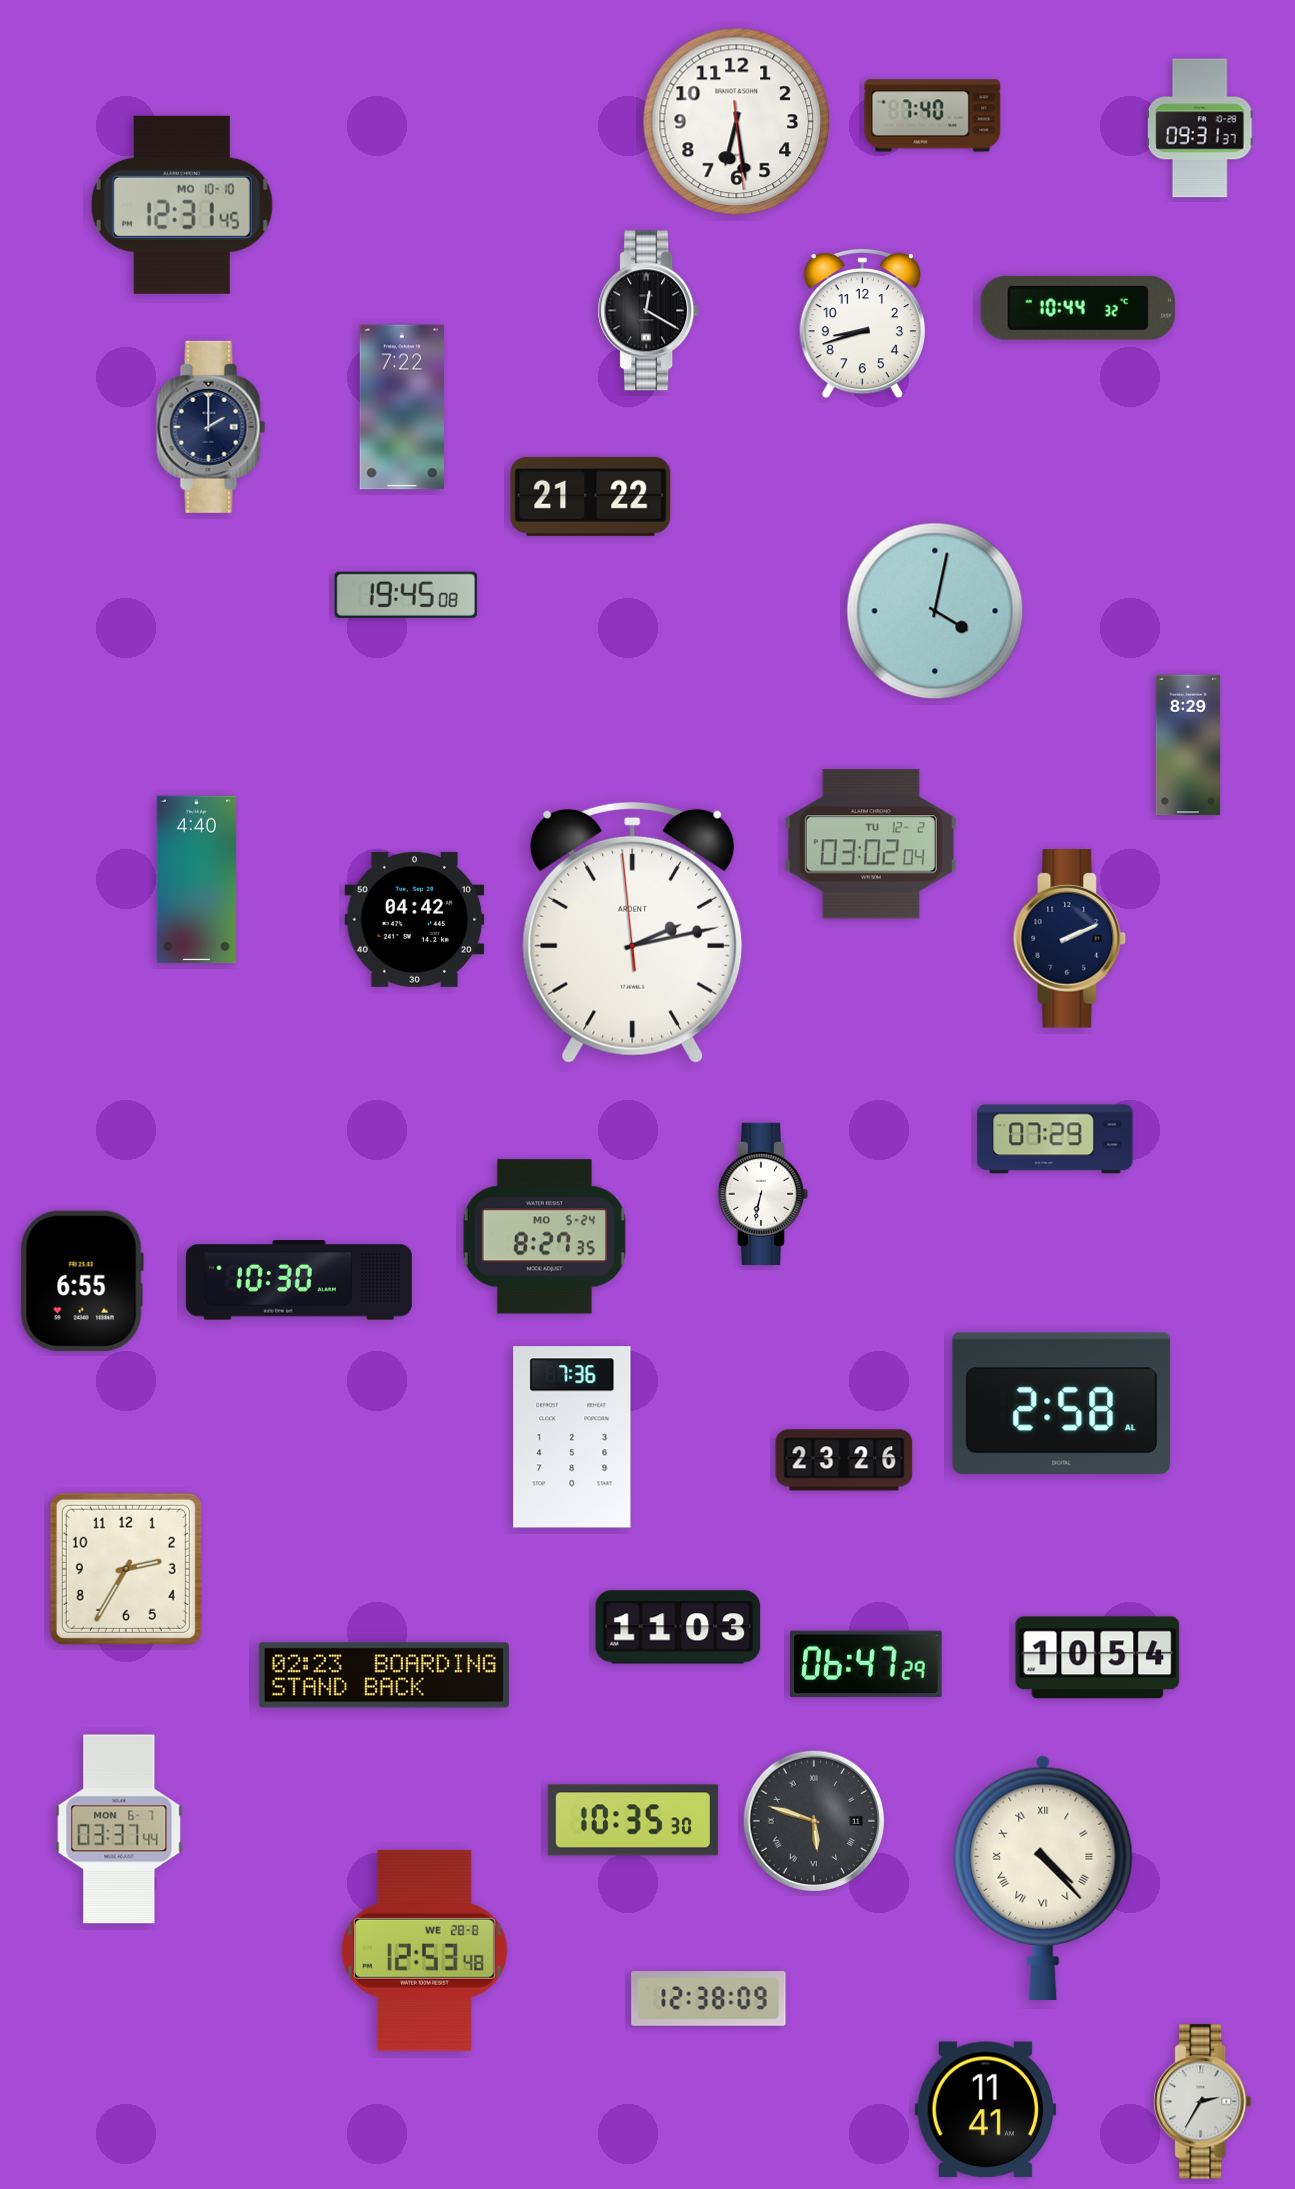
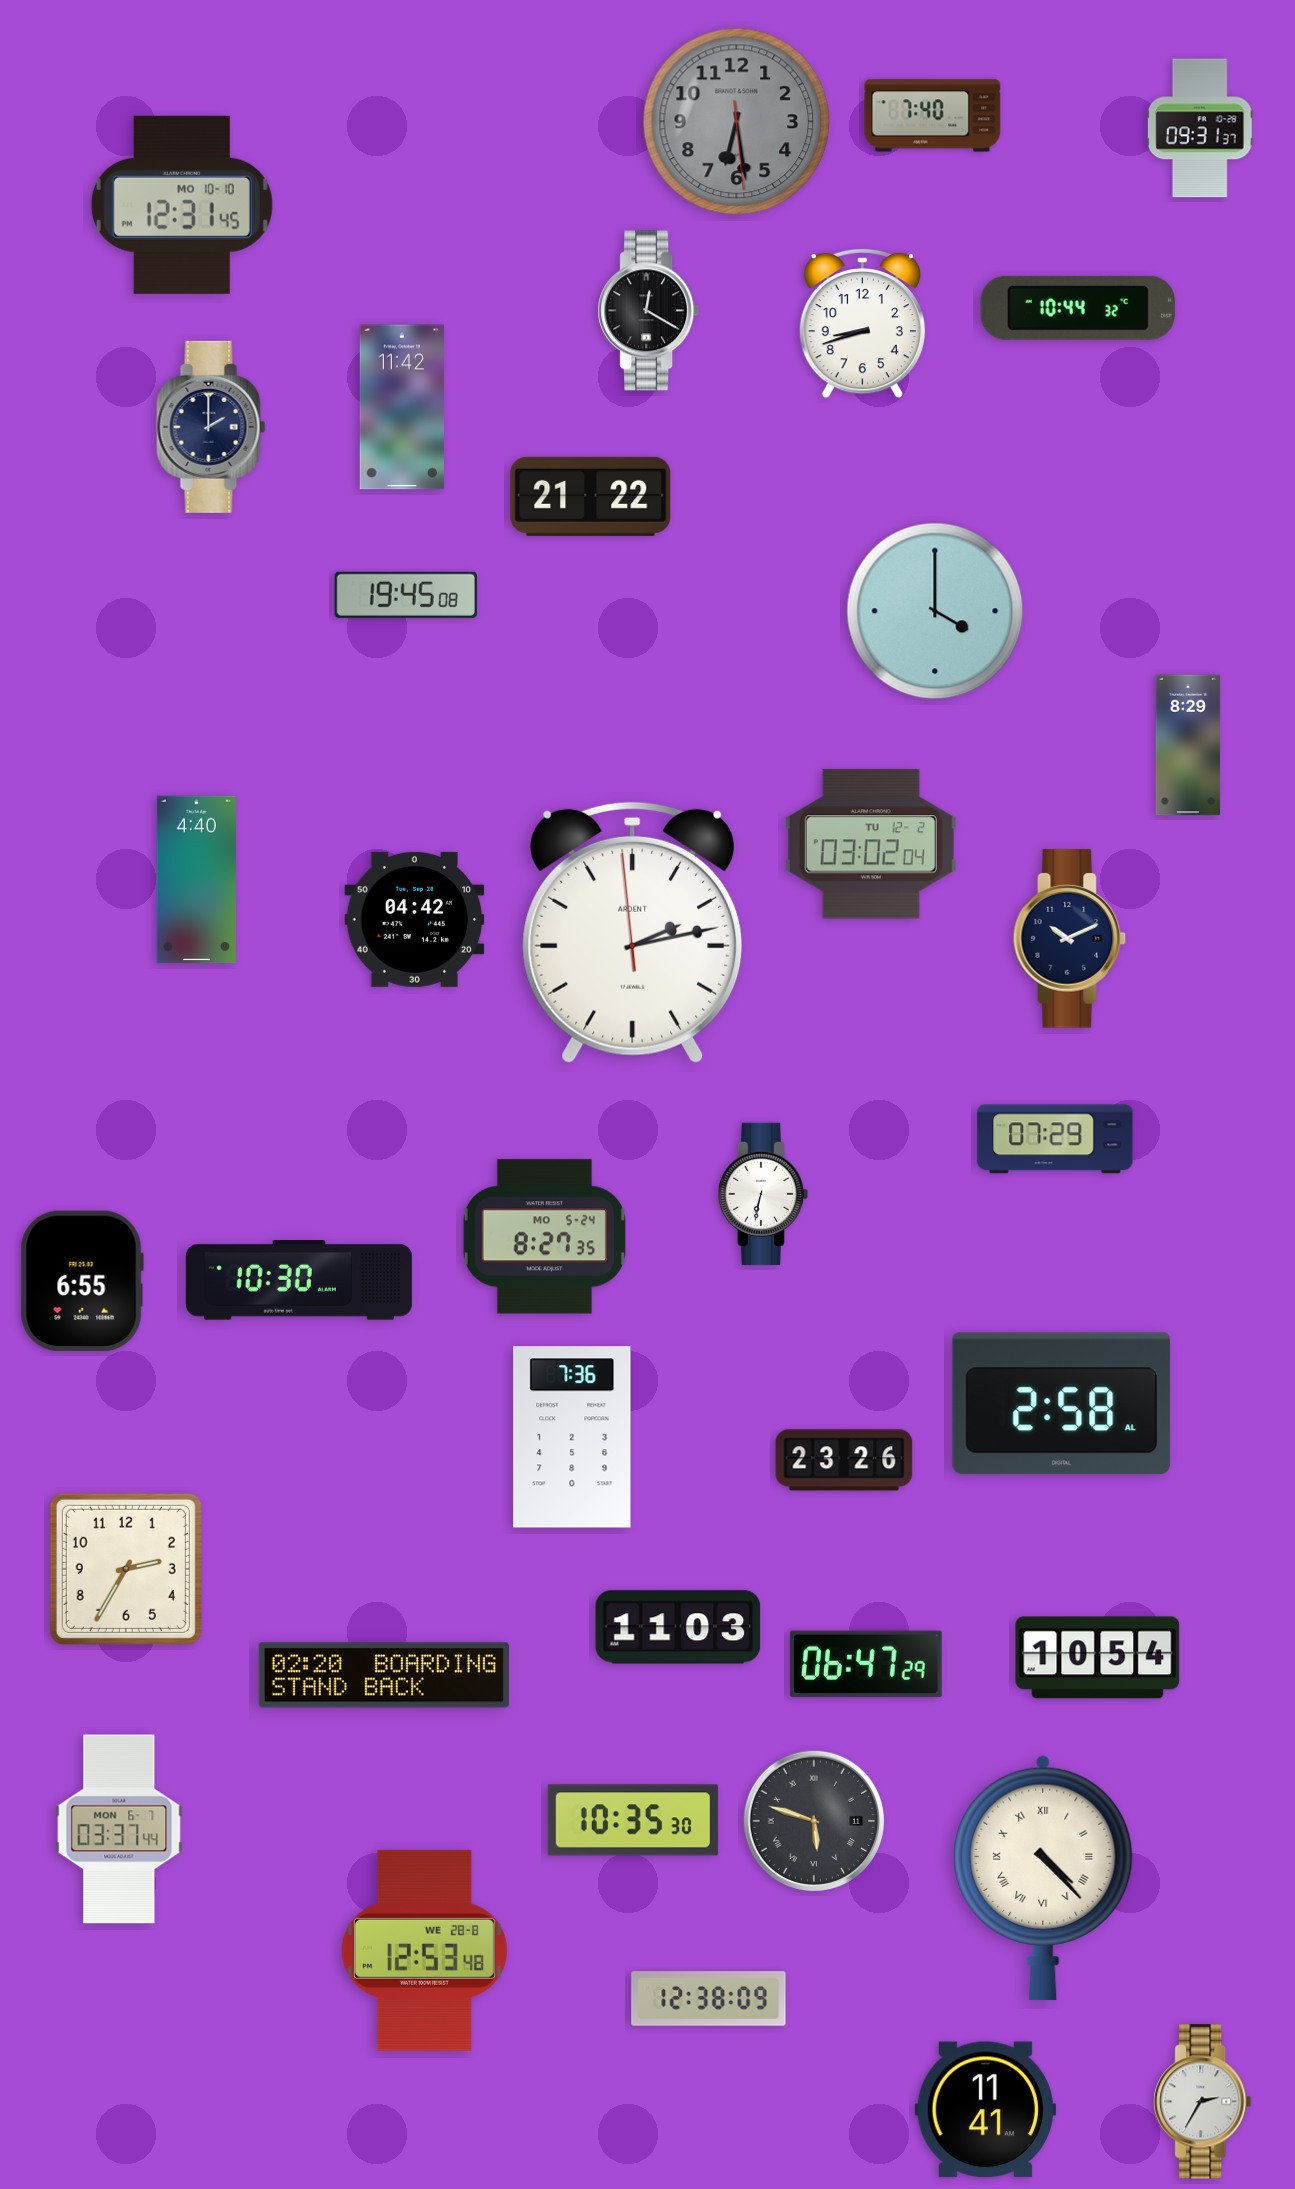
clock at (737, 122) dial: white -> grey
clock at (401, 407): 7:22 -> 11:42
clock at (935, 611): 4:02 -> 4:00
clock at (1070, 939): 2:11 -> 10:11
clock at (384, 1675): 02:23 -> 02:20
